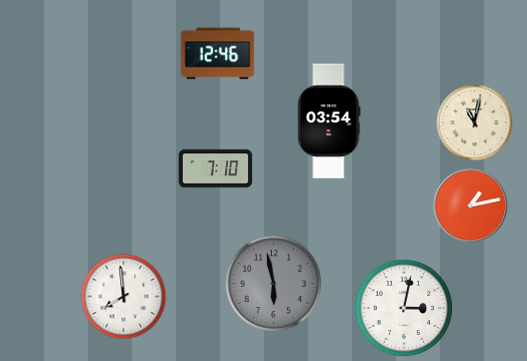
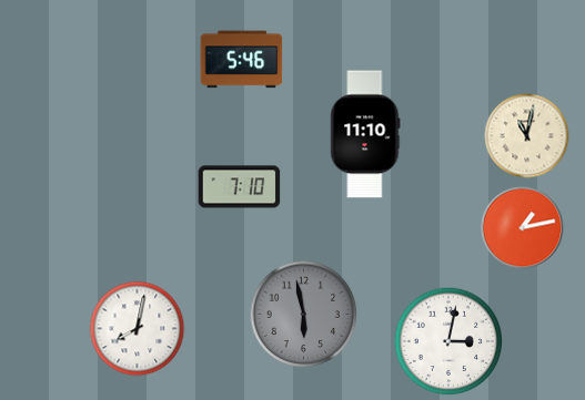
clock at (218, 54): 12:46 -> 5:46
clock at (329, 121): 03:54 -> 11:10
clock at (124, 297): 7:59 -> 8:02
